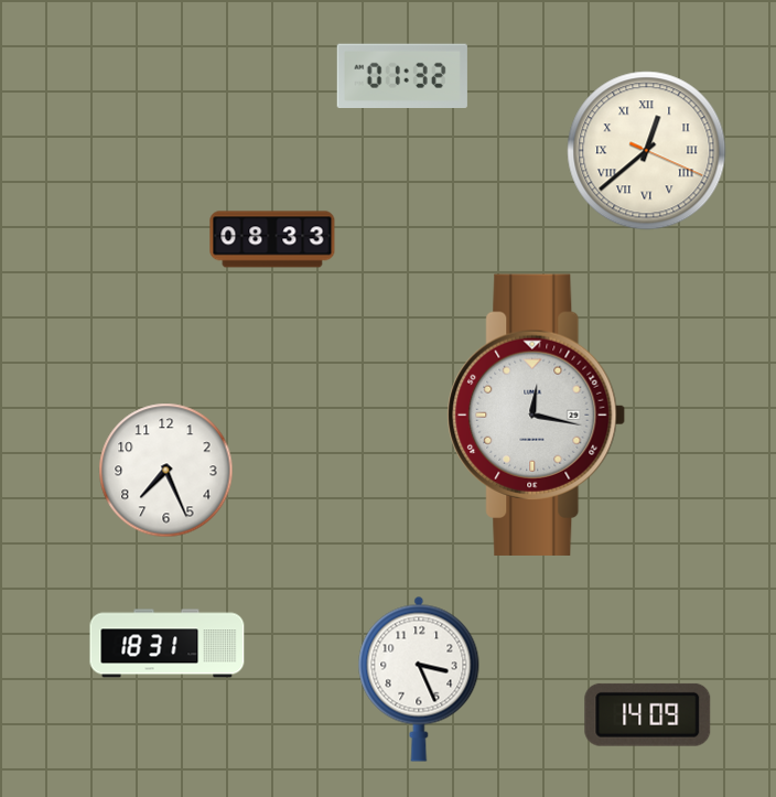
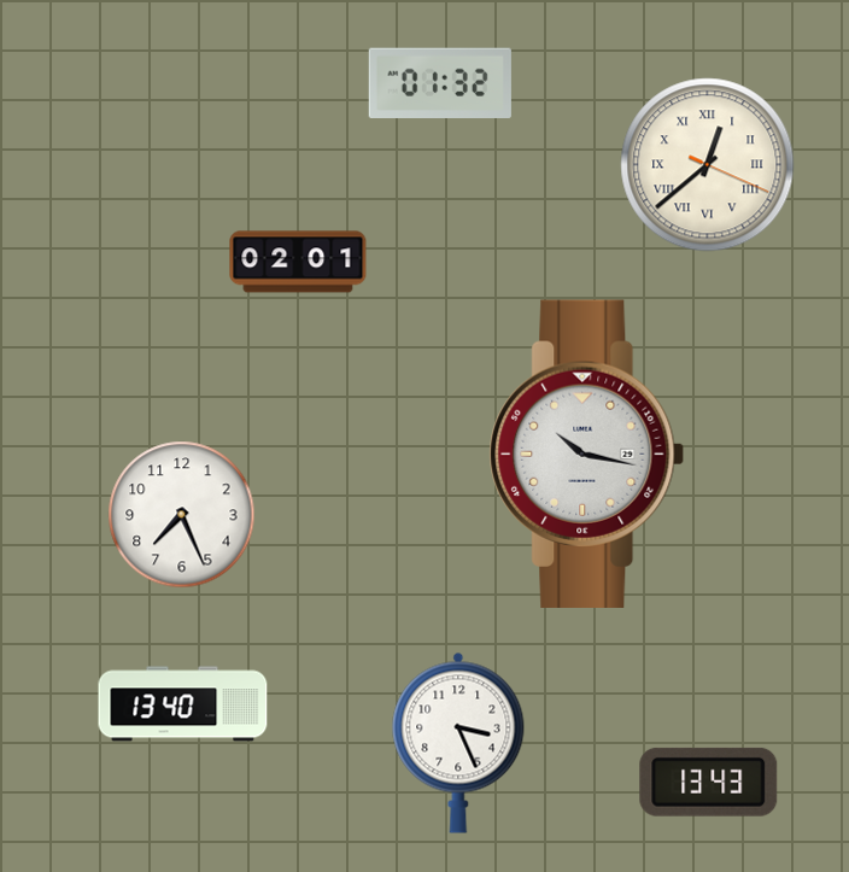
clock at (272, 239): 08:33 -> 02:01
clock at (537, 414): 12:17 -> 10:17
clock at (168, 644): 18:31 -> 13:40
clock at (648, 714): 14:09 -> 13:43
